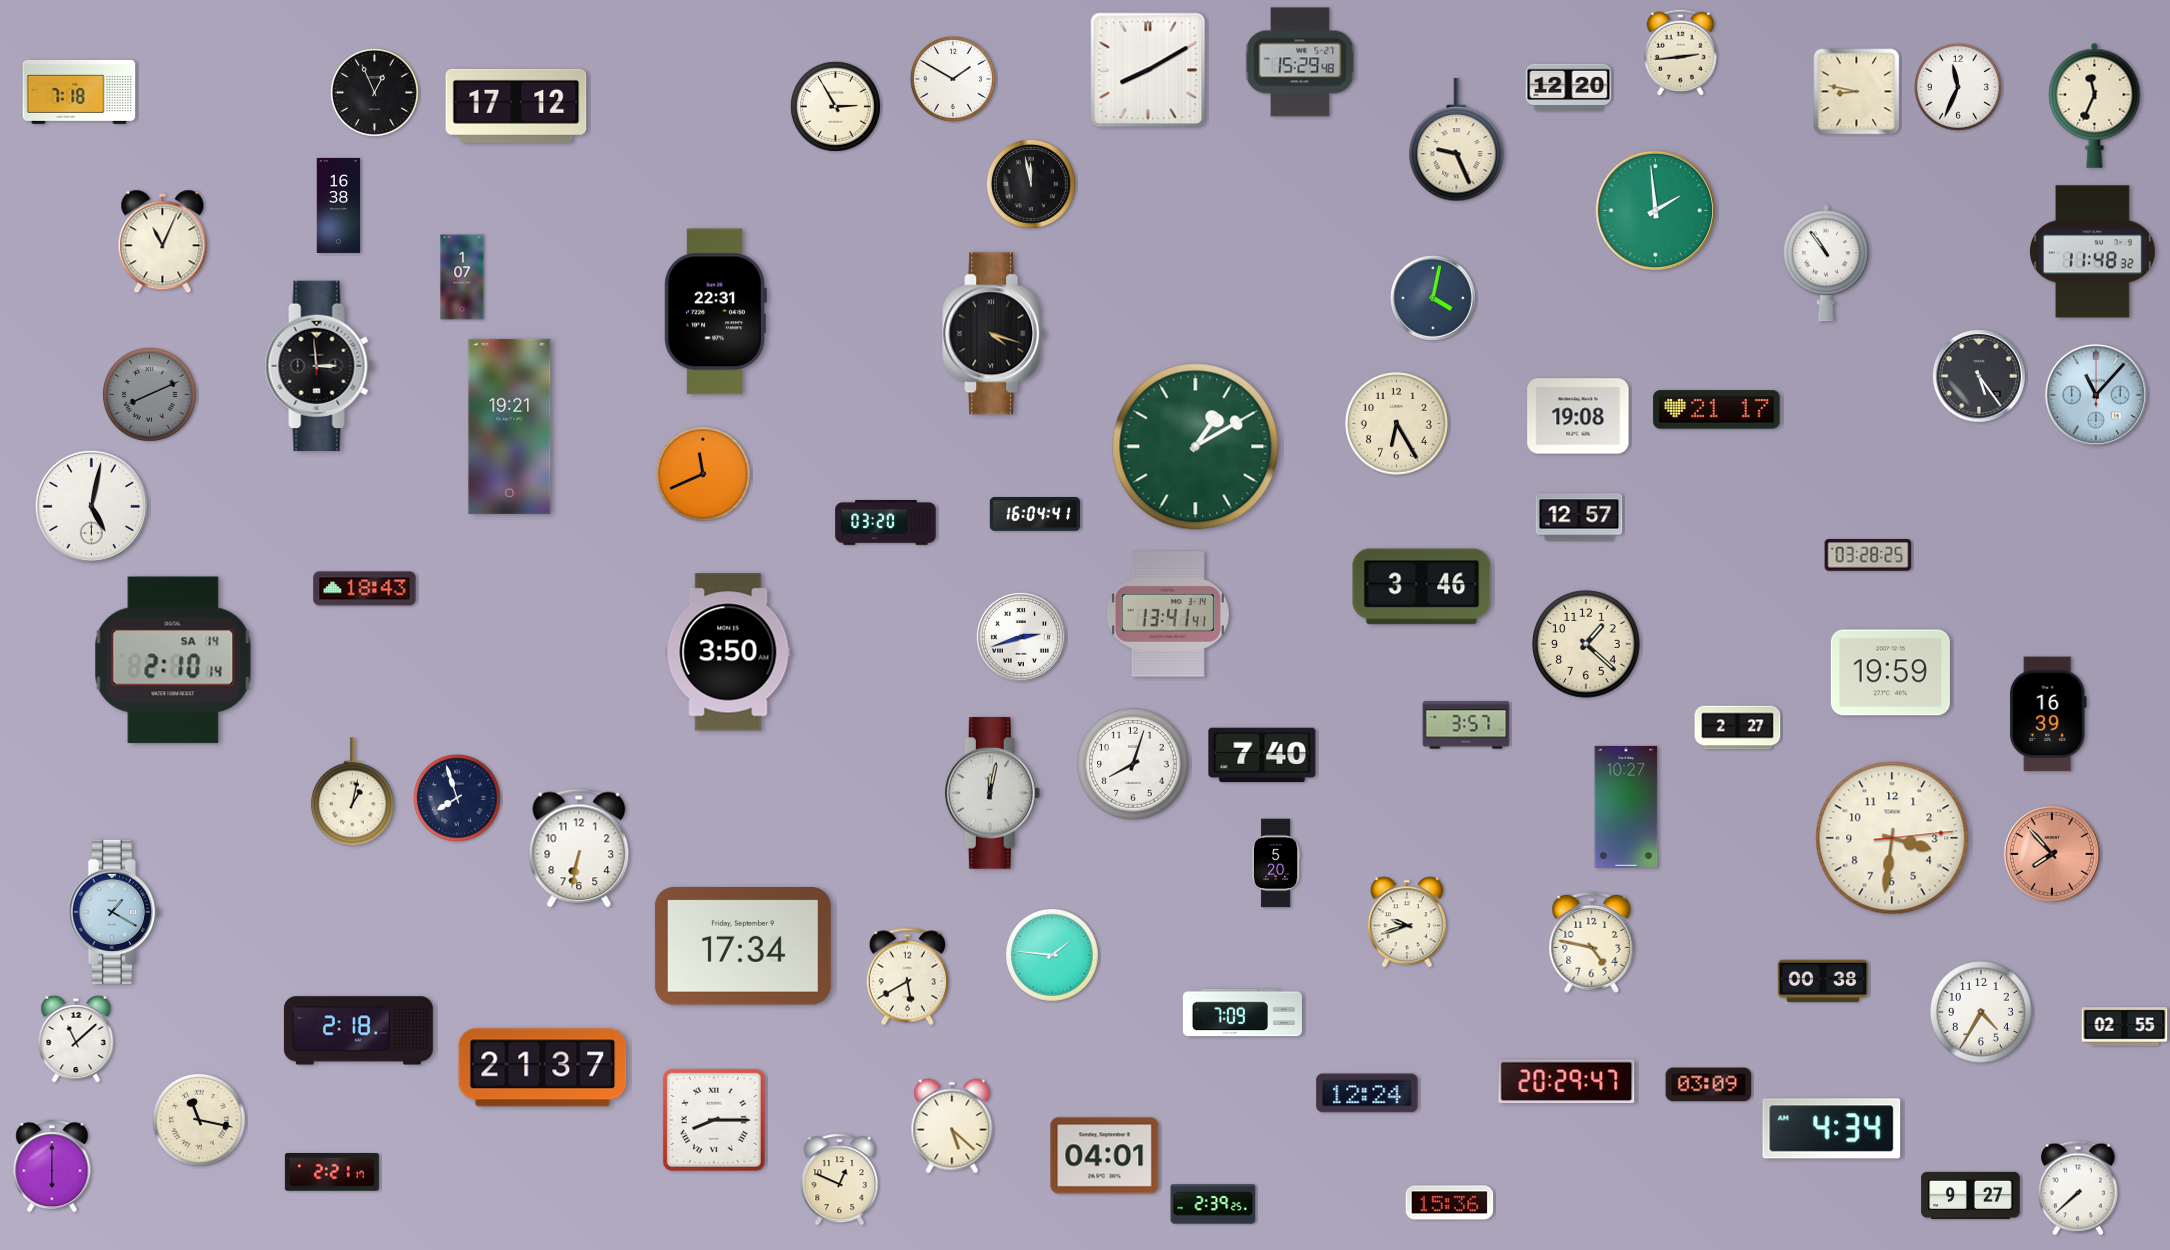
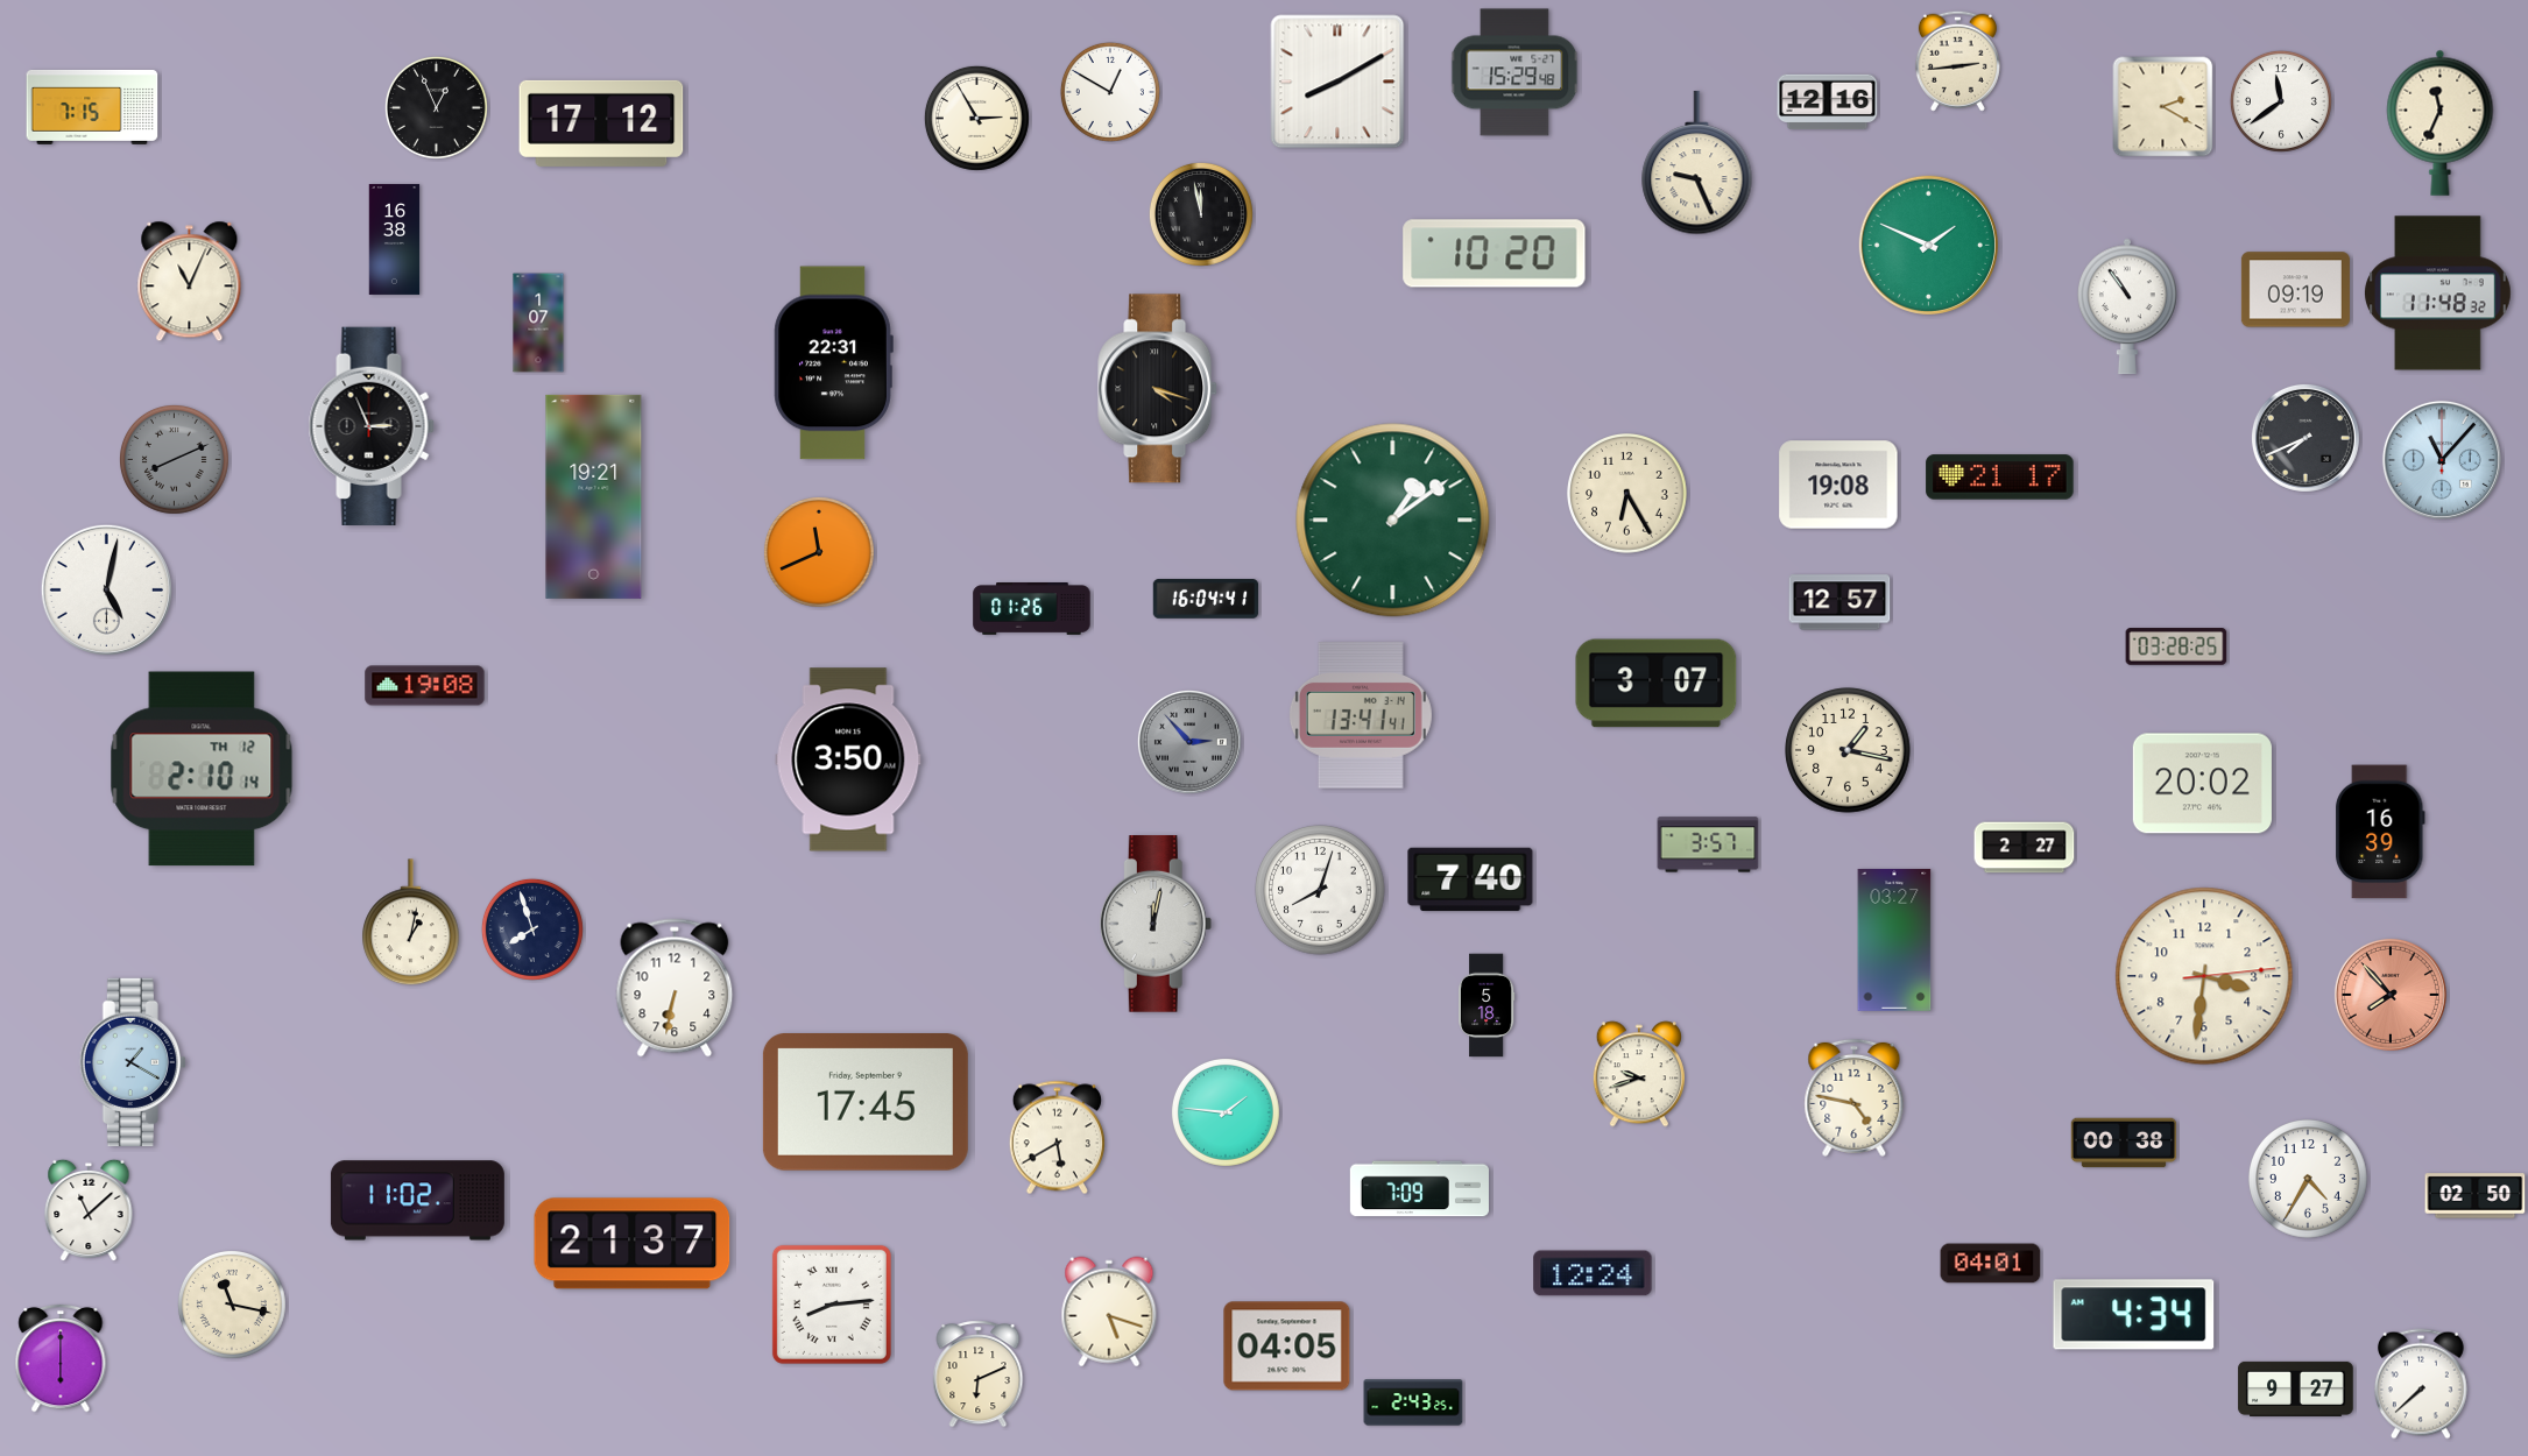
clock at (953, 79): 1:50 -> 12:50
clock at (1958, 87): 11:34 -> 11:39
clock at (1569, 88): 12:20 -> 12:16
clock at (79, 92): 7:18 -> 7:15
clock at (1857, 92): 8:47 -> 2:20
clock at (835, 106) position: (835, 106) -> (976, 118)
clock at (1655, 210): 1:59 -> 1:49
clock at (1495, 254): none -> 10:20
clock at (2295, 290): none -> 09:19
clock at (1433, 298): 4:02 -> none
clock at (319, 365): 2:59 -> 2:56
clock at (1979, 376): 5:24 -> 7:41
clock at (1196, 447): 1:10 -> 1:09
clock at (886, 523): 03:20 -> 01:26
clock at (1422, 587): 3:46 -> 3:07
clock at (365, 589): 18:43 -> 19:08
clock at (1021, 637): 2:42 -> 2:53
clock at (1021, 637) dial: white -> grey
clock at (1586, 644): 1:22 -> 1:17
clock at (173, 660) date: SA 14 -> TH 12
clock at (1890, 673): 19:59 -> 20:02
clock at (2049, 714) position: (2049, 714) -> (2381, 832)
clock at (1626, 807): 10:27 -> 03:27
clock at (1276, 863): 5:20 -> 5:18
clock at (743, 947): 17:34 -> 17:45
clock at (1242, 1013) position: (1242, 1013) -> (1419, 1189)
clock at (2125, 1027): 02:55 -> 02:50
clock at (358, 1031): 2:18 -> 11:02
clock at (1567, 1082): 20:29 -> none
clock at (1709, 1085): 03:09 -> 04:01
clock at (714, 1120): 8:15 -> 8:14
clock at (952, 1126): 5:22 -> 5:18
clock at (1105, 1156): 04:01 -> 04:05
clock at (332, 1172): 2:21 -> none
clock at (840, 1180): 12:49 -> 6:11
clock at (1971, 1195) position: (1971, 1195) -> (2296, 1388)
clock at (1450, 1203): 15:36 -> none
clock at (1213, 1204): 2:39 -> 2:43
